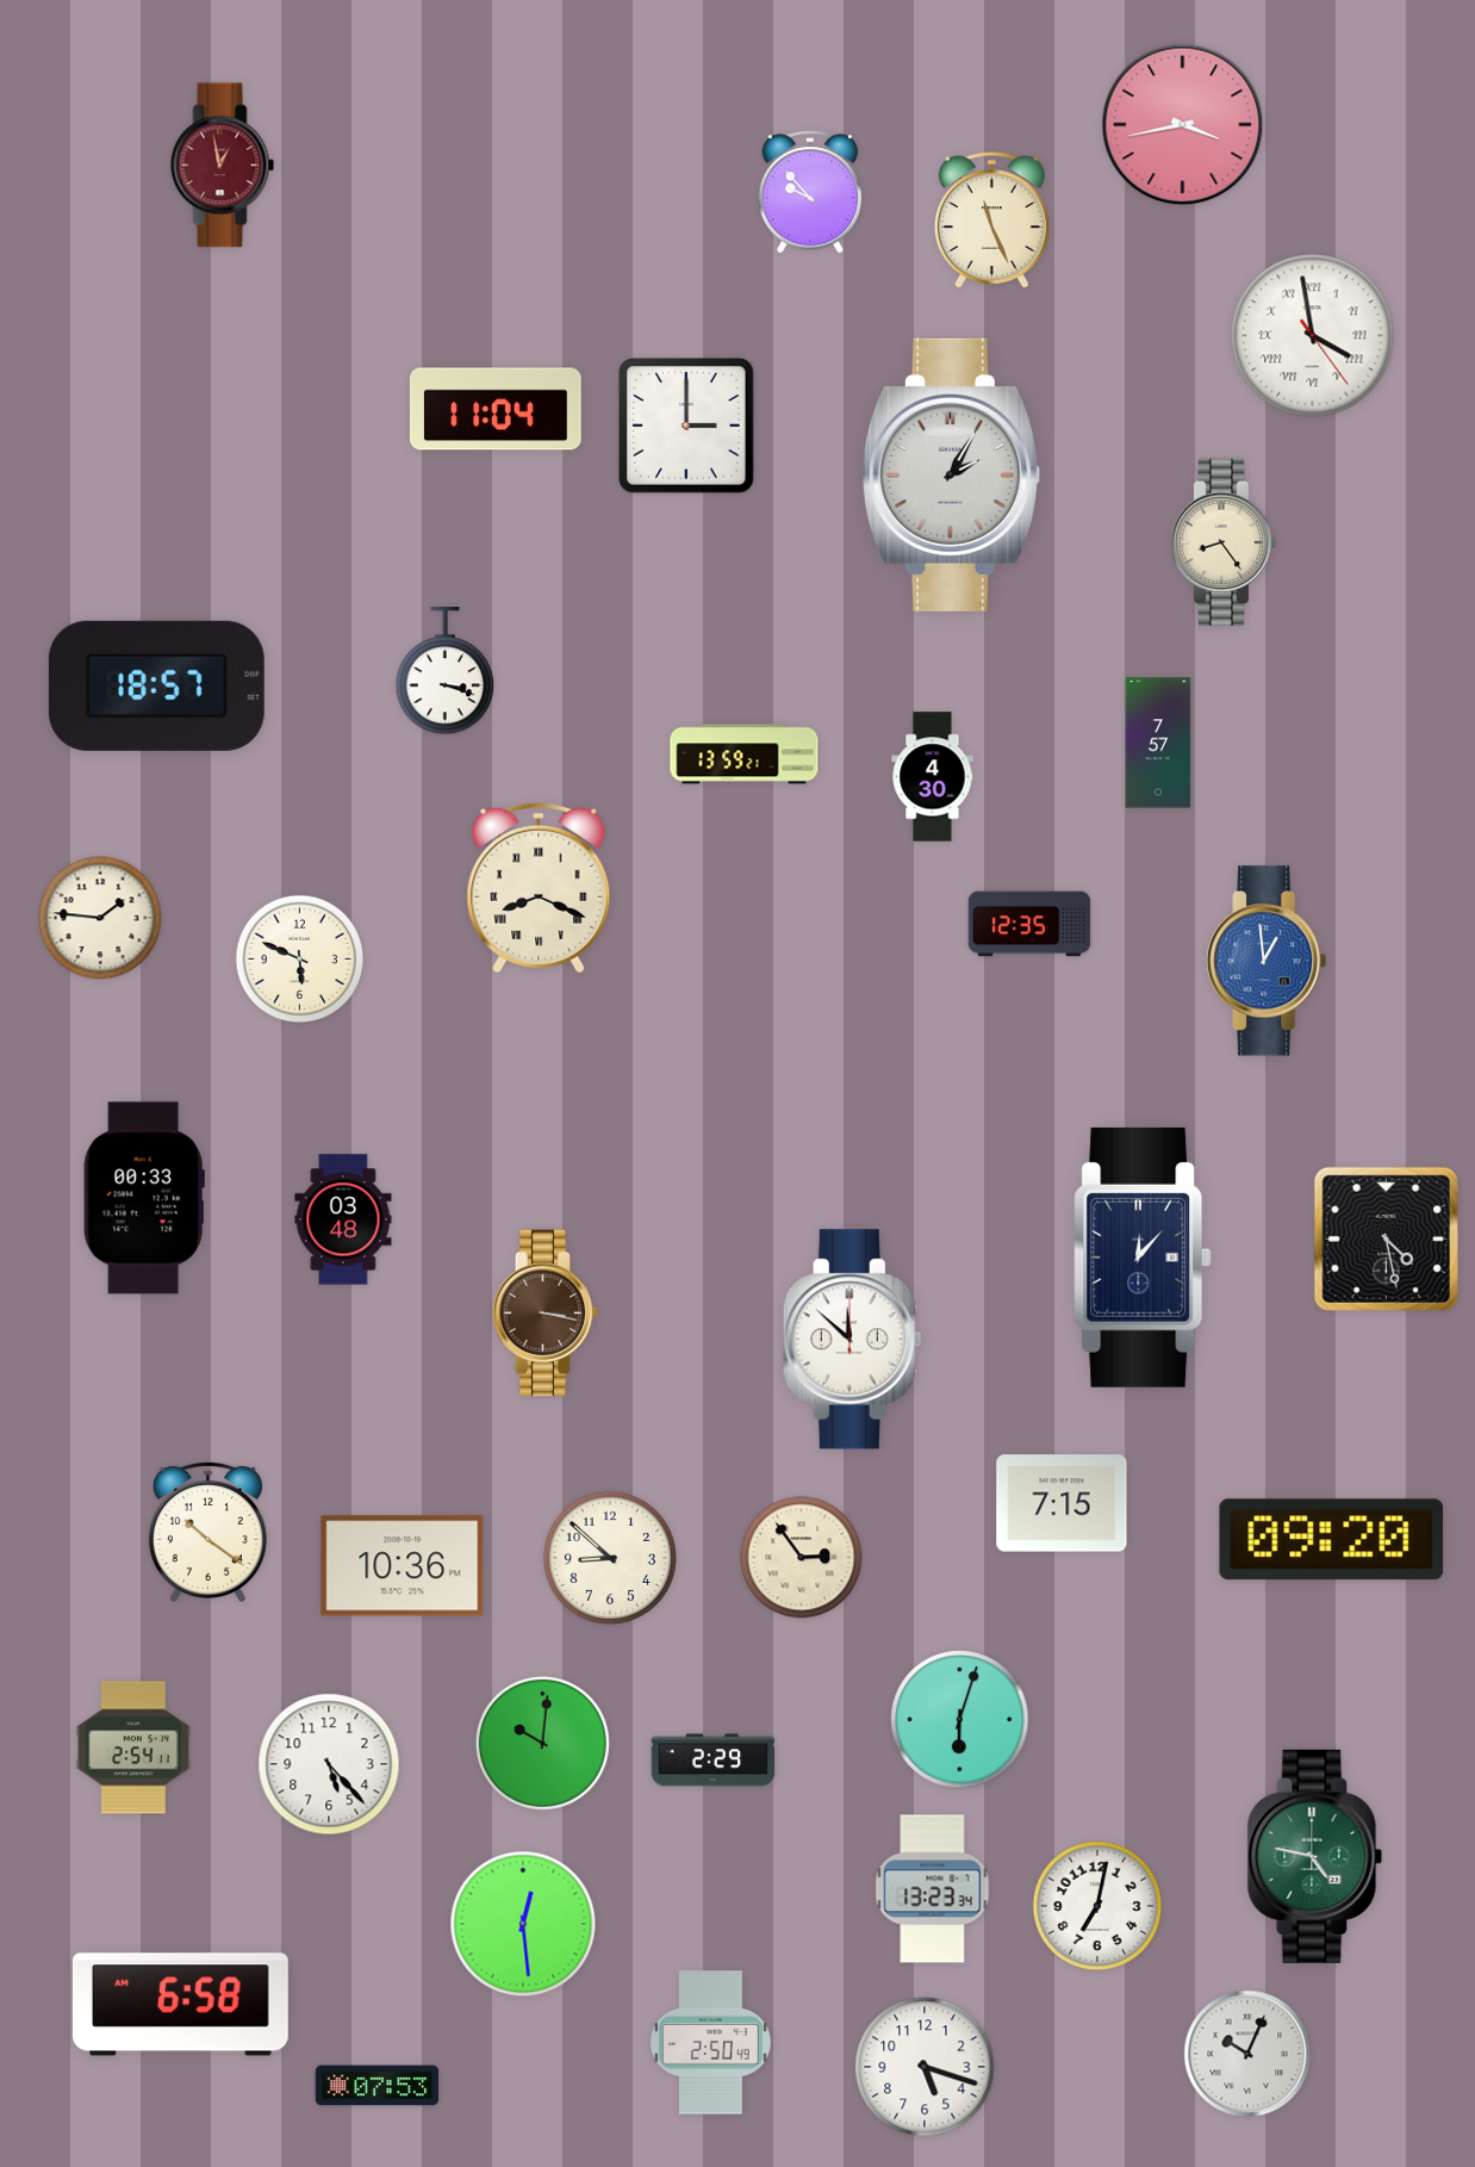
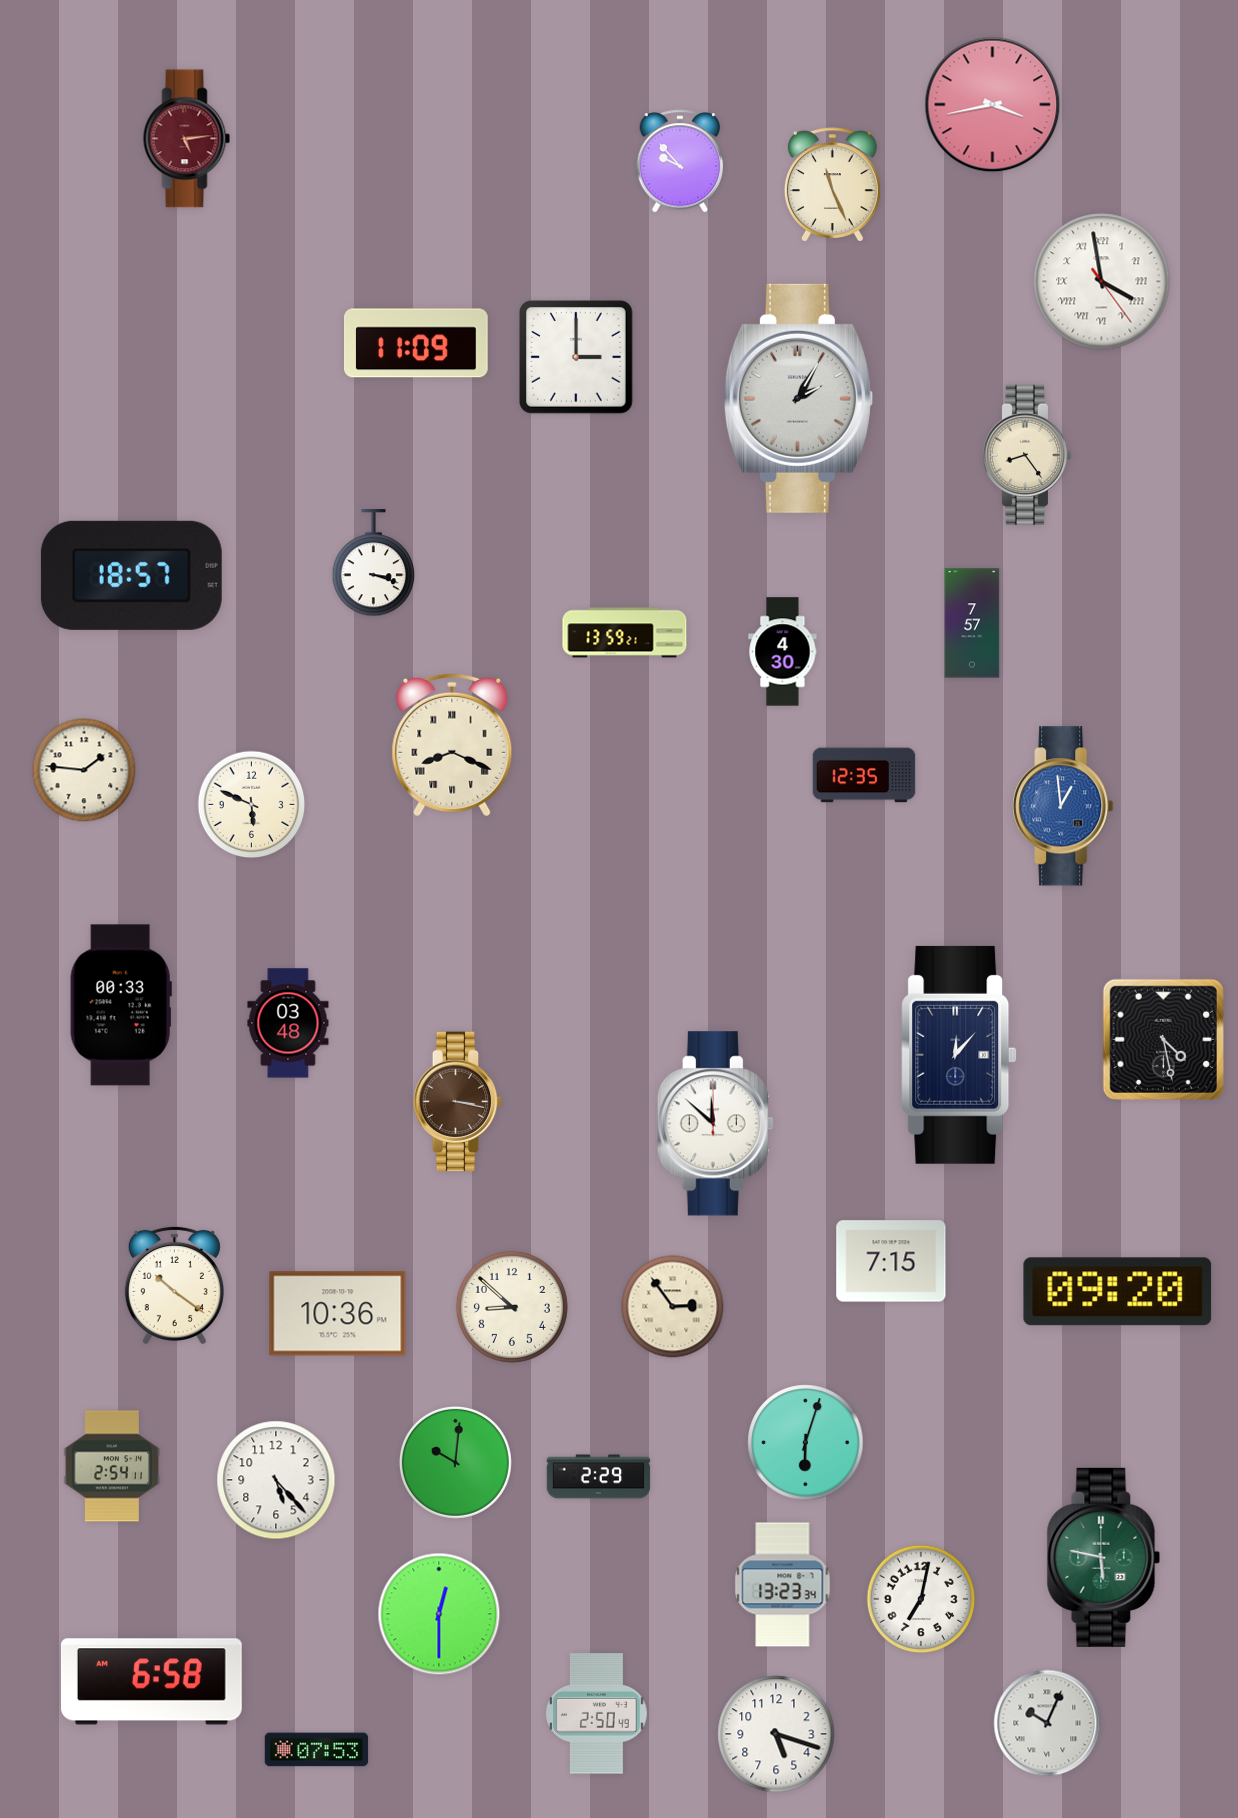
clock at (223, 166): 12:58 -> 5:14
clock at (496, 409): 11:04 -> 11:09
clock at (1315, 1856): 4:47 -> 5:47
clock at (523, 1924): 12:29 -> 12:30
